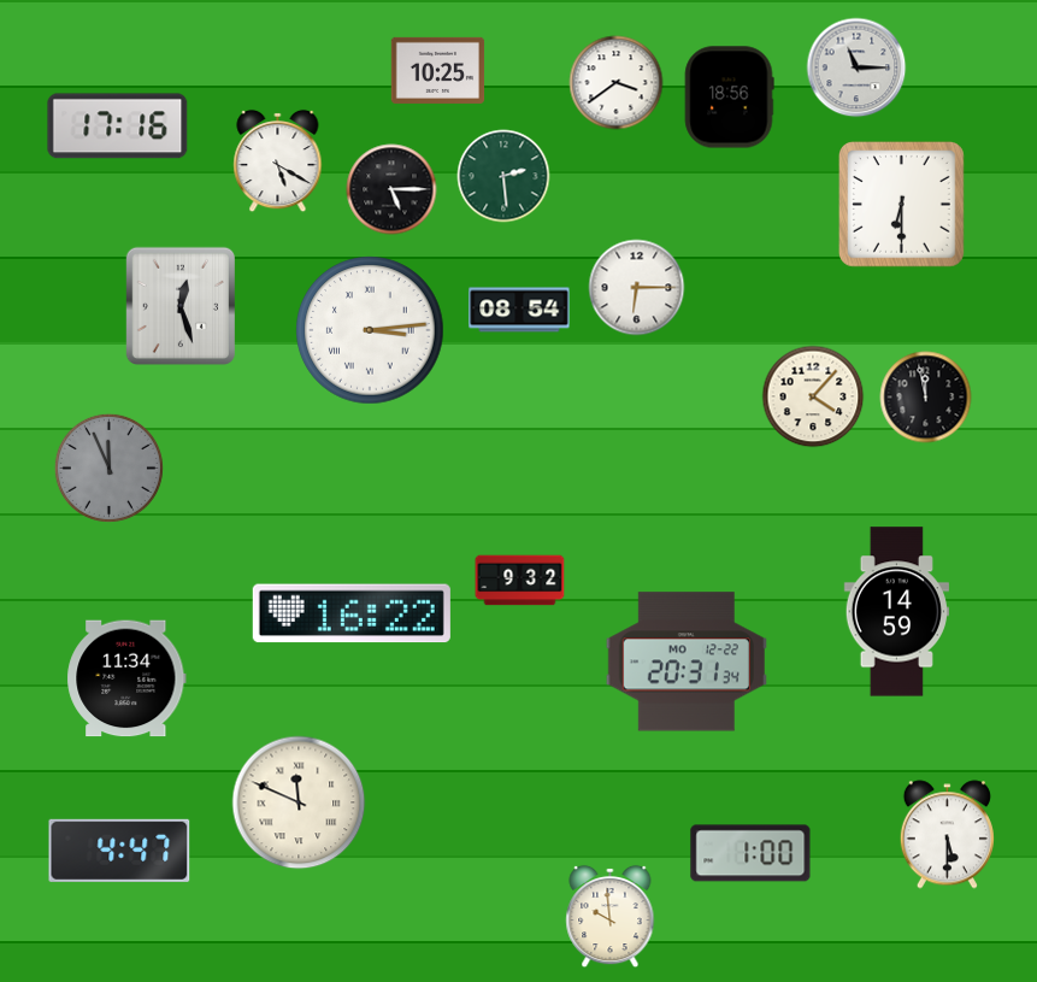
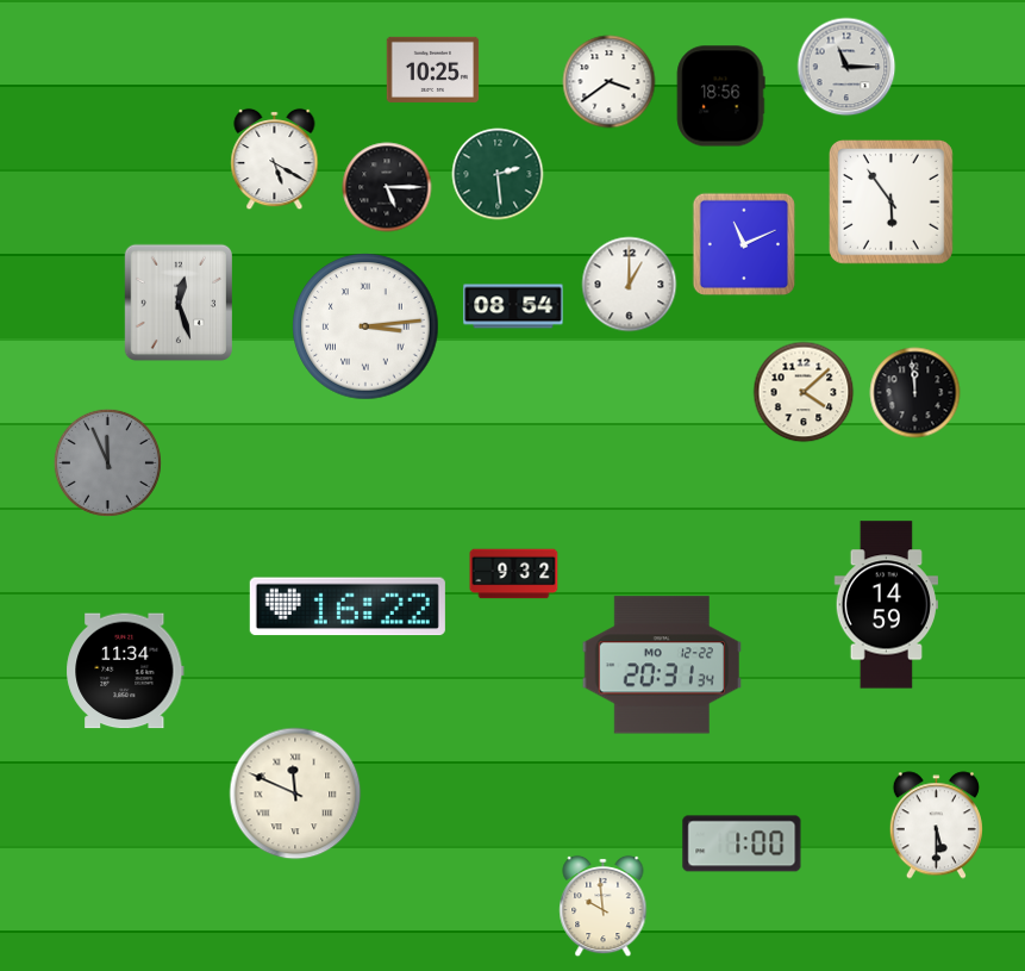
clock at (118, 127): 17:16 -> none
clock at (902, 205): 6:30 -> 5:54
clock at (744, 244): none -> 11:11
clock at (637, 288): 6:15 -> 1:00
clock at (813, 396): 4:07 -> 4:08
clock at (926, 398): 11:58 -> 11:59
clock at (685, 661) position: (685, 661) -> (661, 665)
clock at (119, 851): 4:47 -> none
